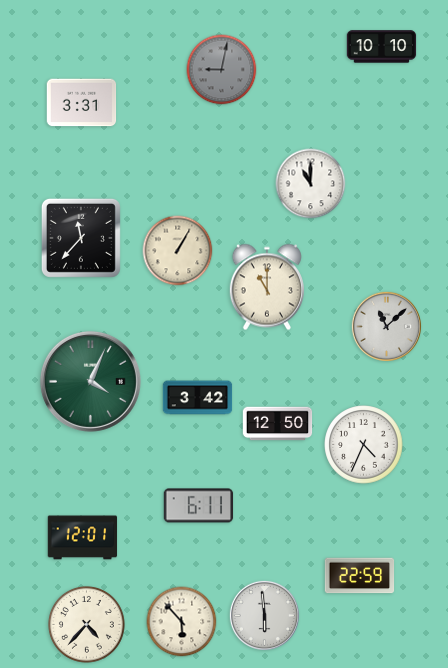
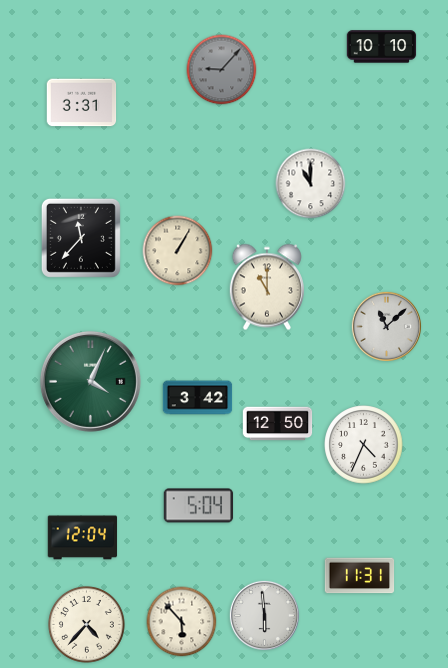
clock at (222, 70): 9:02 -> 9:07
clock at (199, 506): 6:11 -> 5:04
clock at (83, 538): 12:01 -> 12:04
clock at (360, 576): 22:59 -> 11:31
